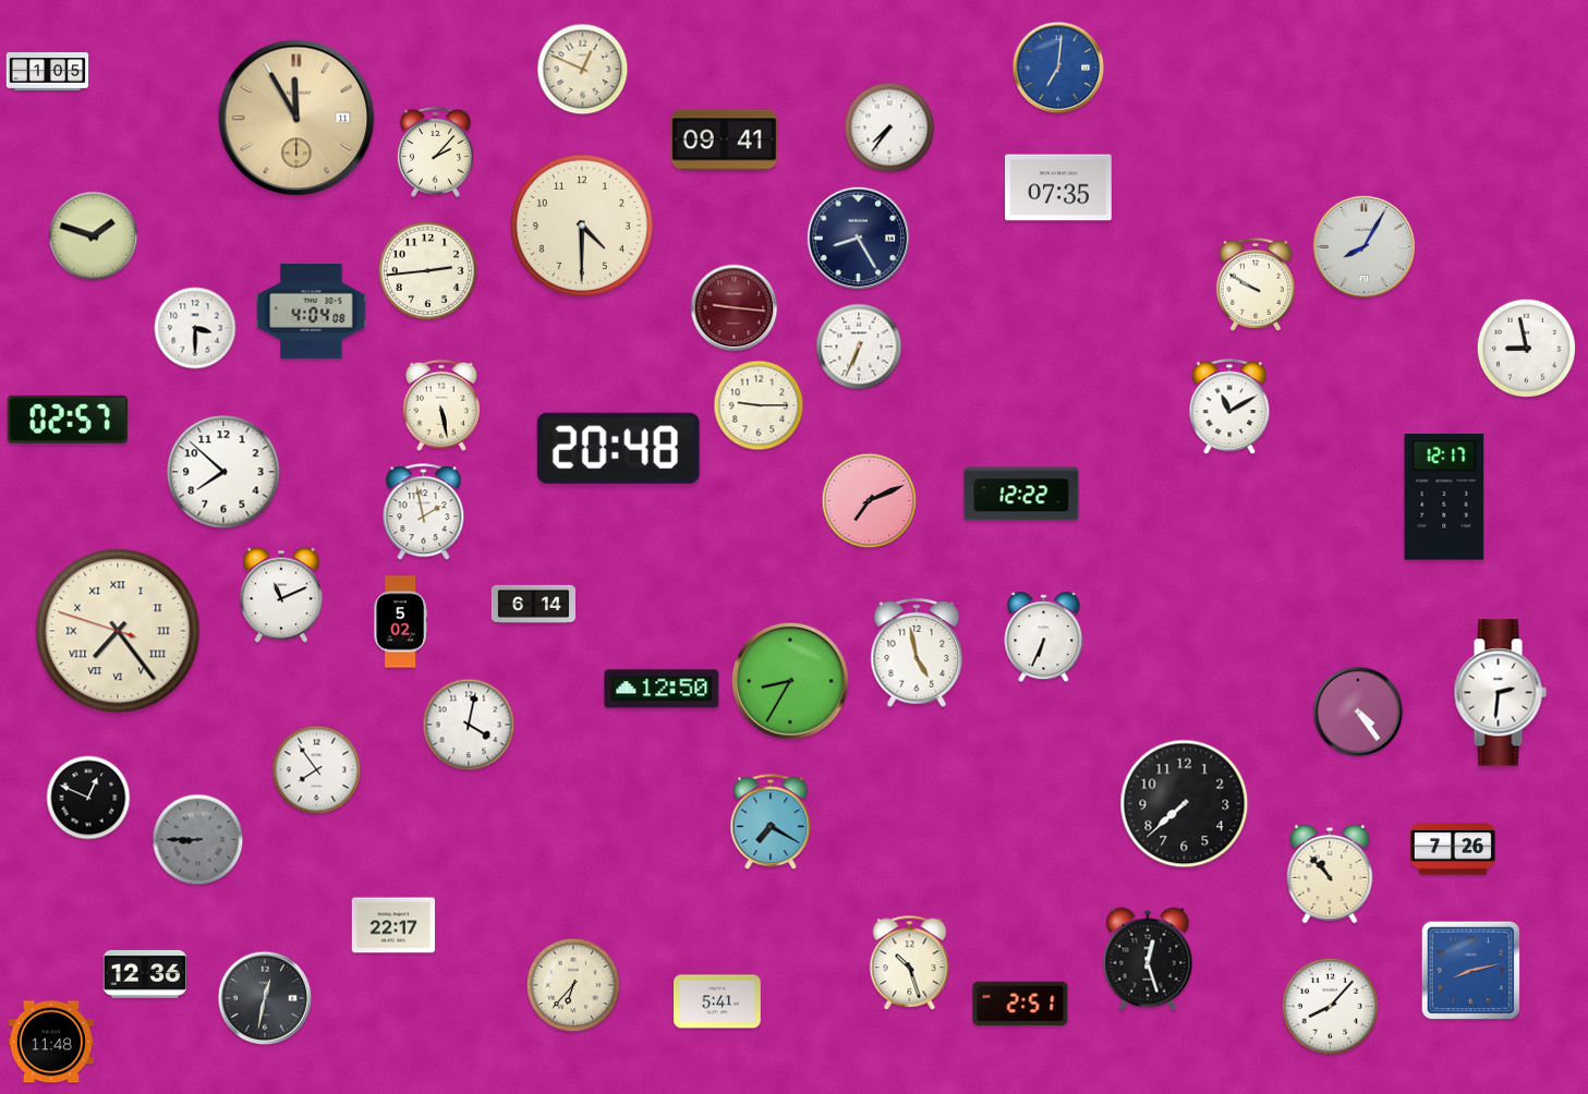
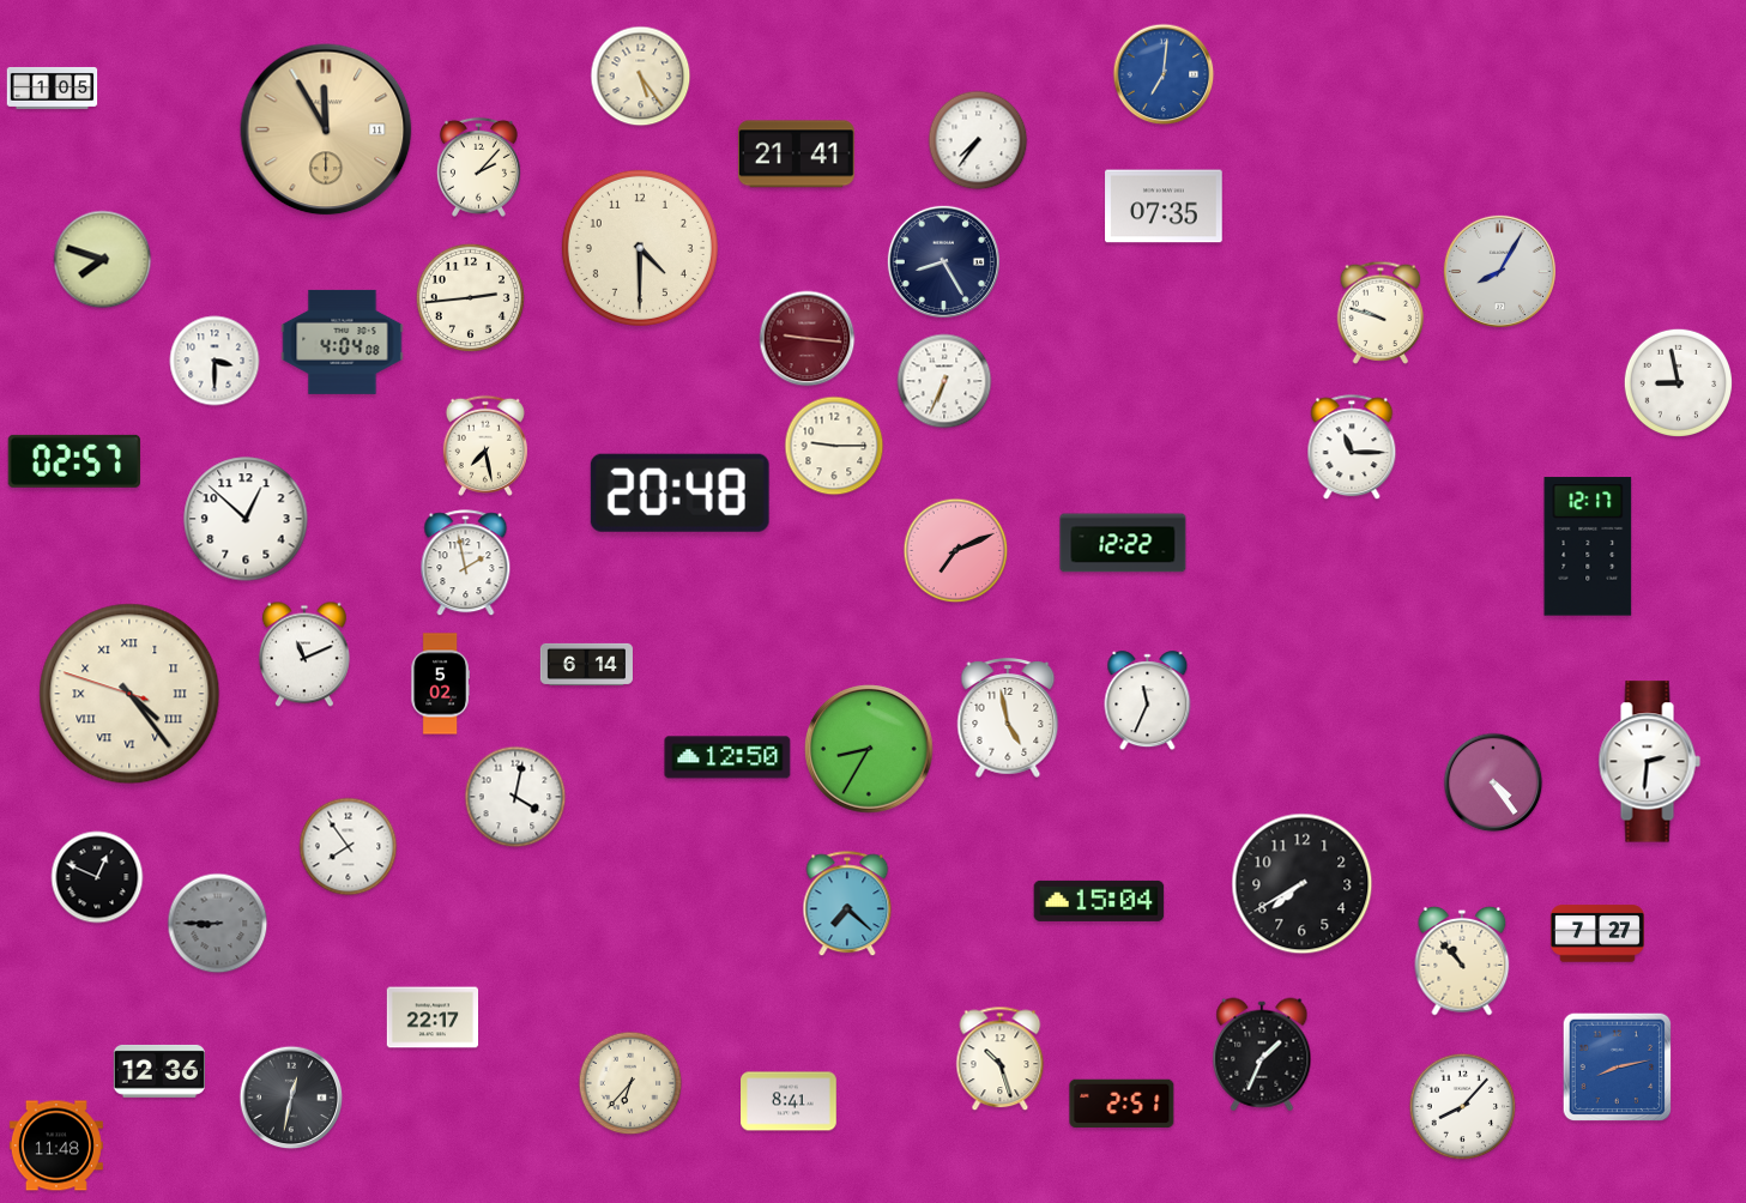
clock at (583, 70): 12:49 -> 5:24
clock at (48, 71) position: (48, 71) -> (53, 87)
clock at (724, 141): 09:41 -> 21:41
clock at (94, 236): 1:48 -> 7:48
clock at (1256, 284): 9:50 -> 9:48
clock at (441, 405): 5:28 -> 7:28
clock at (1229, 408): 11:10 -> 11:15
clock at (223, 472): 7:52 -> 12:52
clock at (281, 595) position: (281, 595) -> (304, 654)
clock at (118, 631): 7:23 -> 4:23
clock at (1044, 637): 6:34 -> 11:34
clock at (1185, 804): 7:38 -> 7:40
clock at (1099, 901): none -> 15:04
clock at (771, 823): 7:20 -> 7:22
clock at (1453, 849): 7:26 -> 7:27
clock at (1148, 959): 12:27 -> 1:34
clock at (717, 1001): 5:41 -> 8:41
